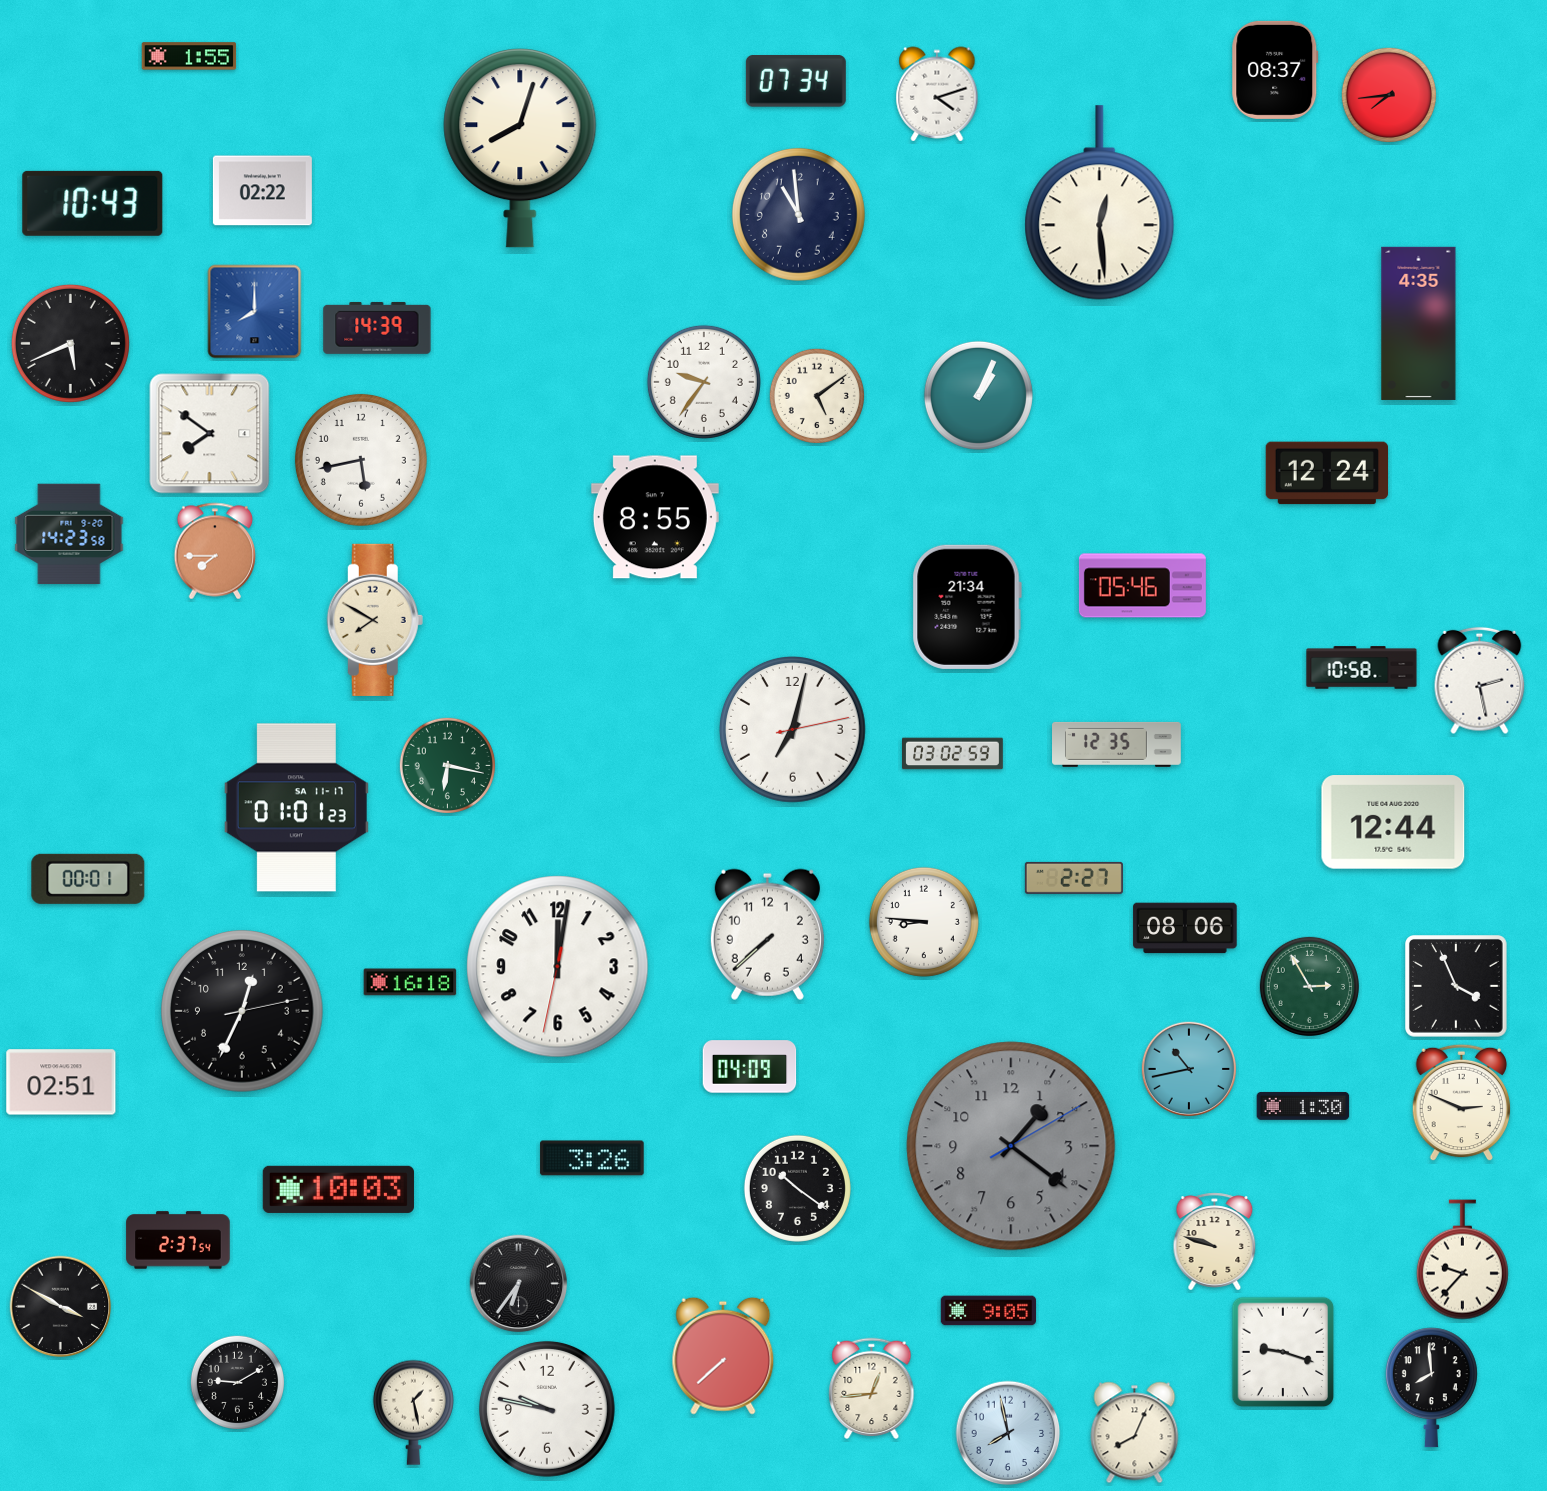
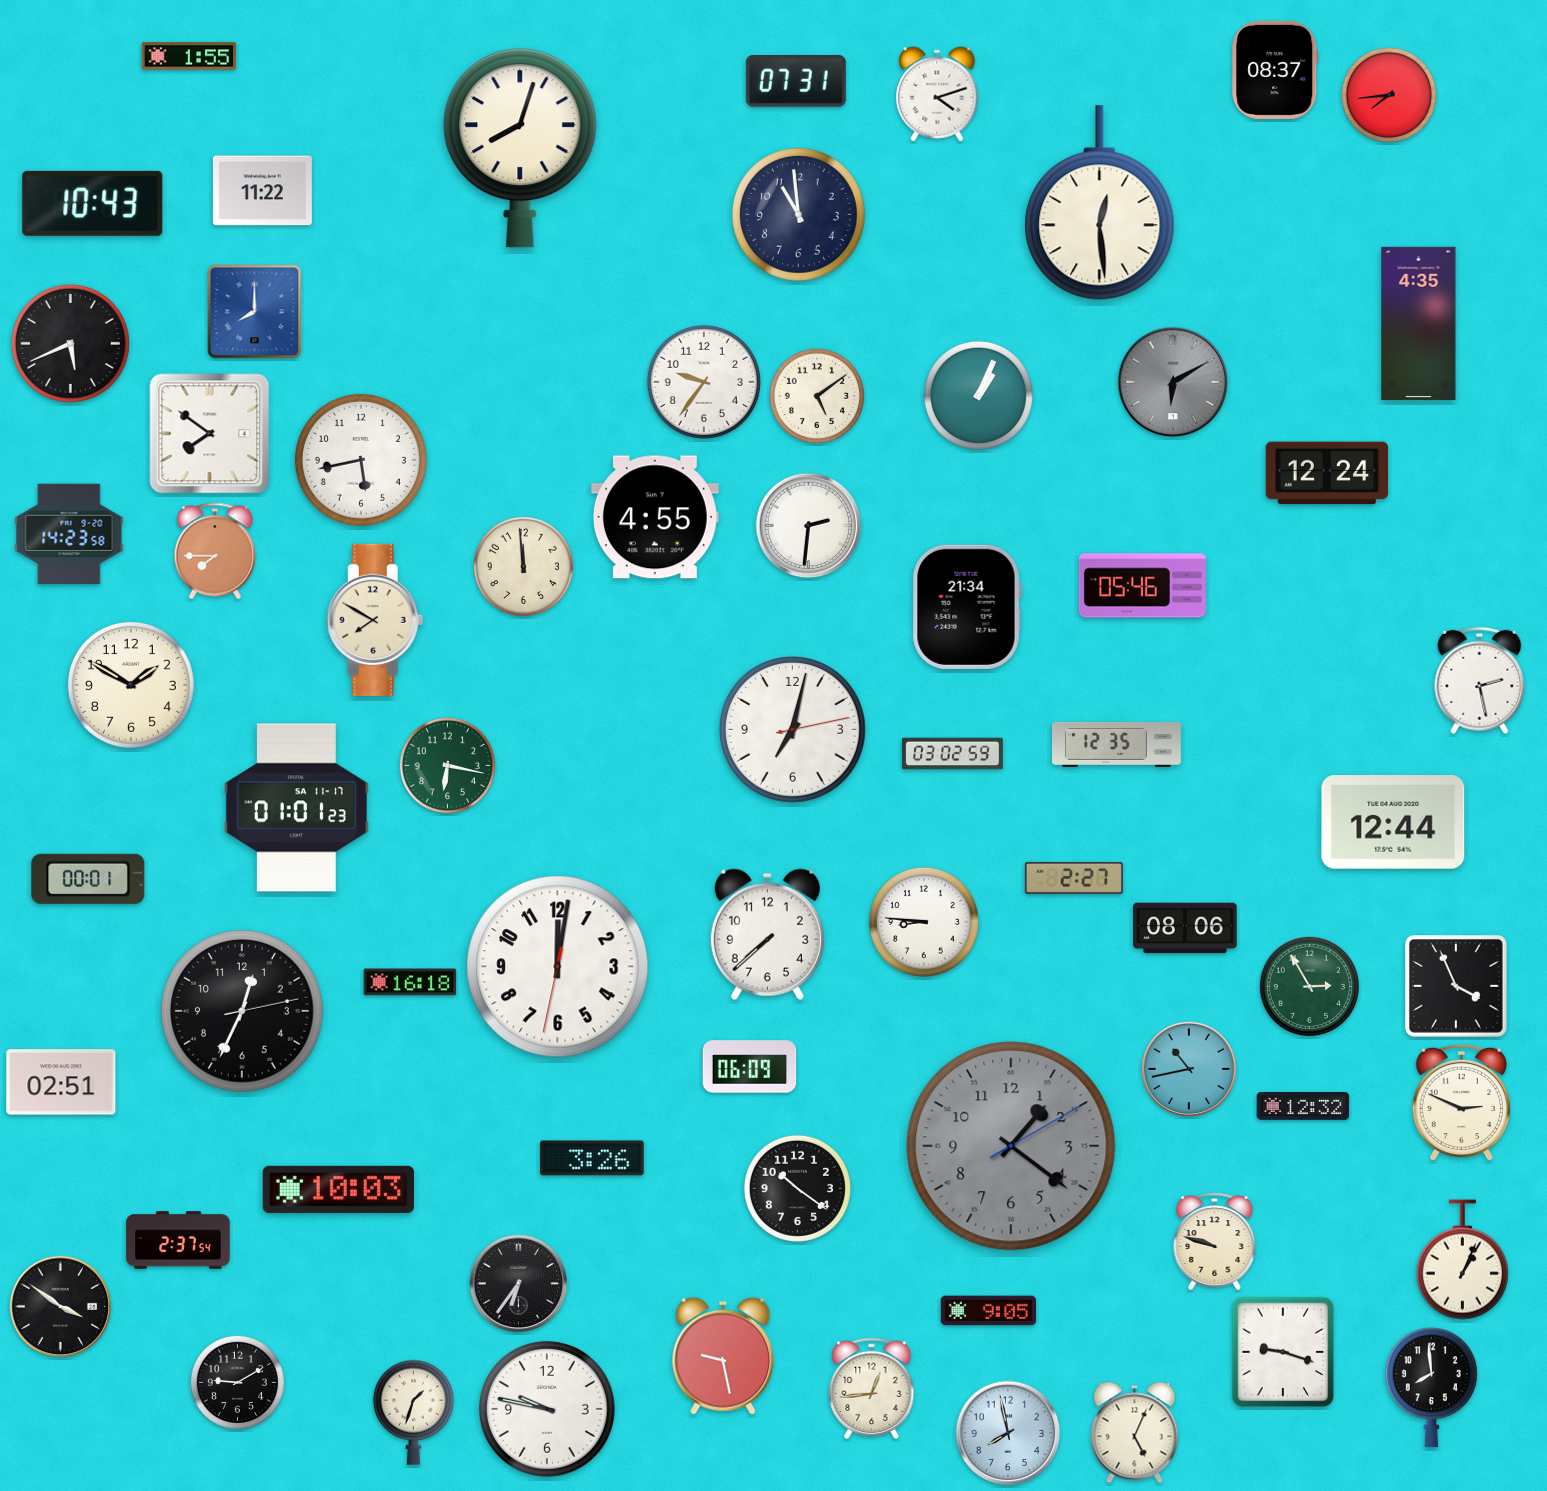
clock at (796, 82): 07:34 -> 07:31
clock at (262, 191): 02:22 -> 11:22
clock at (377, 328): 14:39 -> none
clock at (1173, 382): none -> 6:10
clock at (655, 517): 8:55 -> 4:55
clock at (809, 526): none -> 2:31
clock at (523, 566): none -> 11:59
clock at (1362, 668): 10:58 -> none
clock at (131, 685): none -> 1:50
clock at (750, 1067): 04:09 -> 06:09
clock at (1303, 1106): 1:30 -> 12:32
clock at (1462, 1260): 9:37 -> 1:04
clock at (61, 1307): 3:50 -> 3:51
clock at (723, 1356): 7:38 -> 9:28
clock at (413, 1412): 1:28 -> 1:33
clock at (1135, 1433): 8:04 -> 5:04
